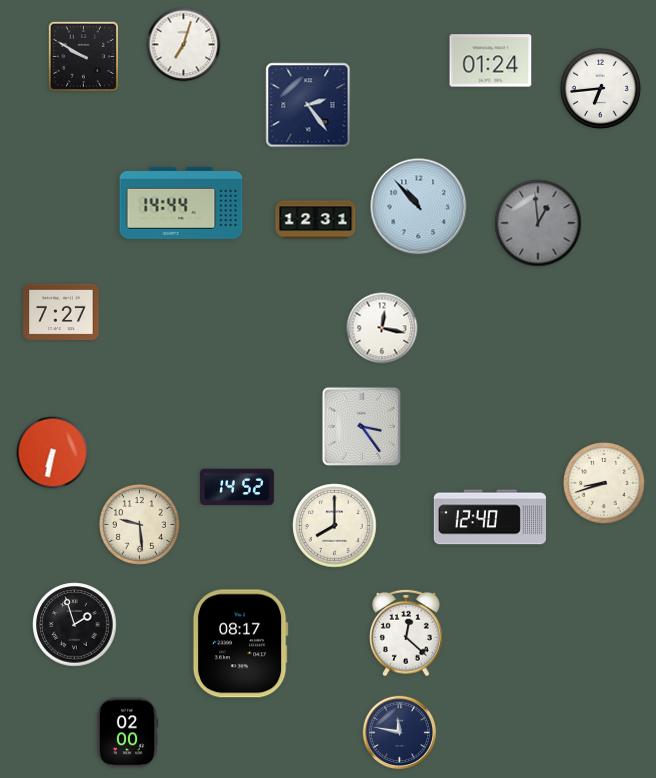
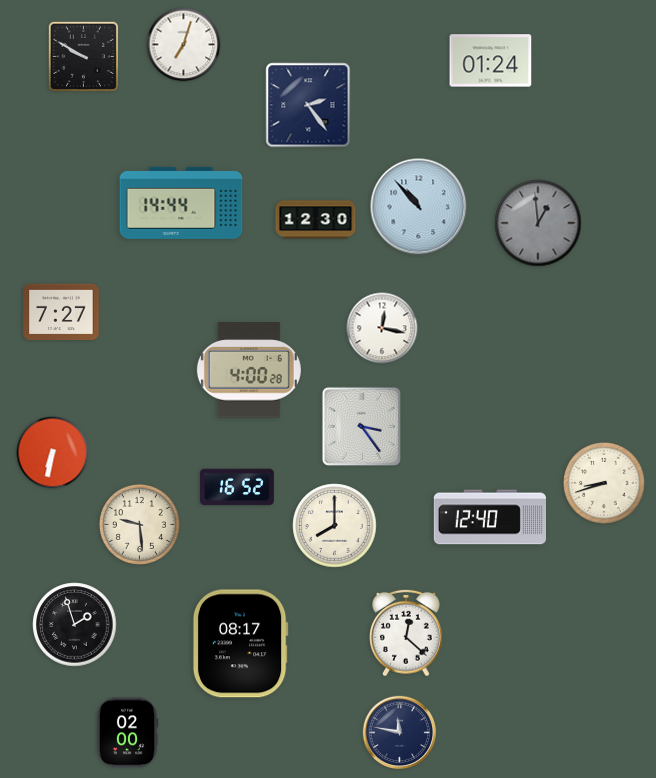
clock at (600, 88): 6:44 -> none
clock at (316, 220): 12:31 -> 12:30
clock at (249, 370): none -> 4:00
clock at (237, 487): 14:52 -> 16:52
